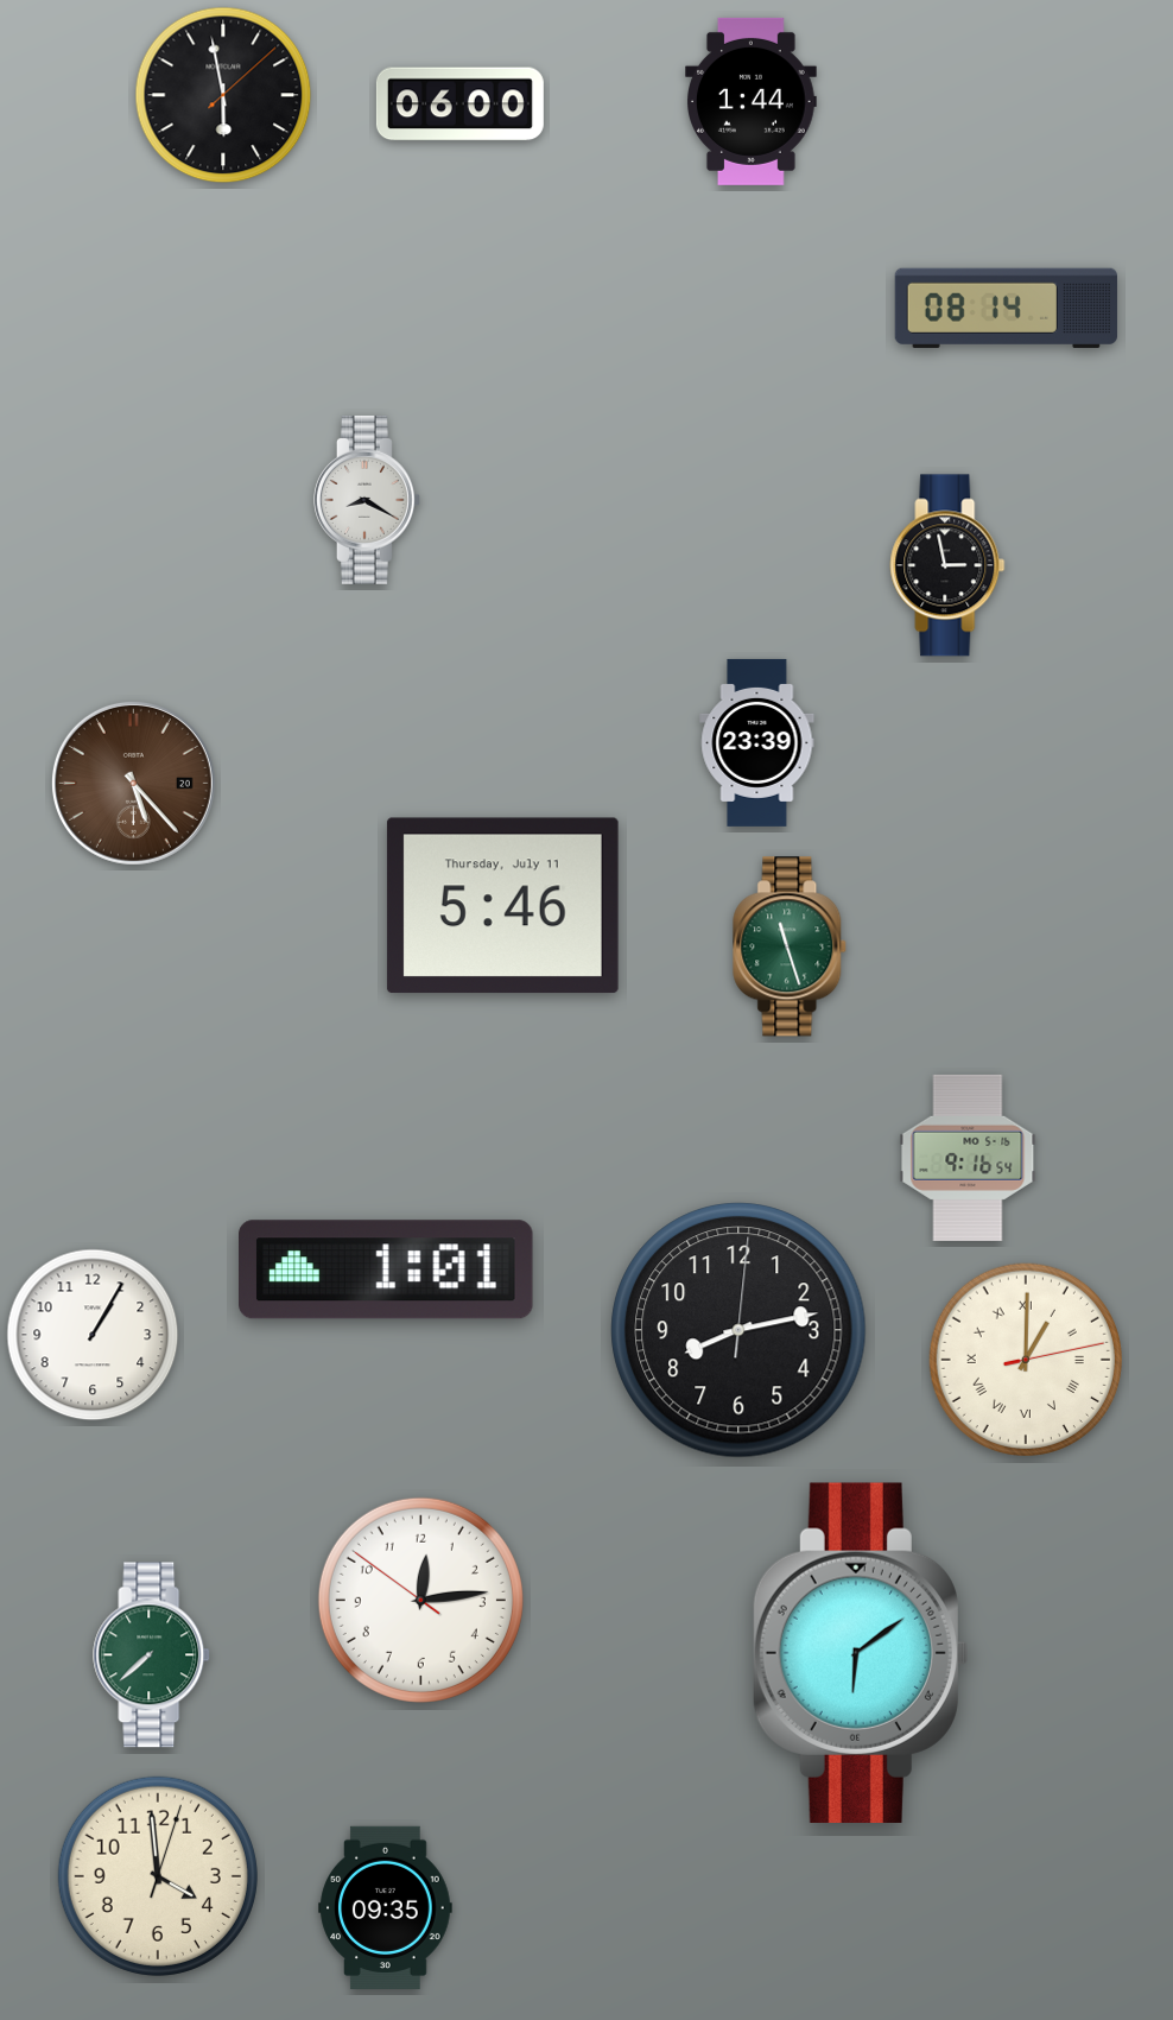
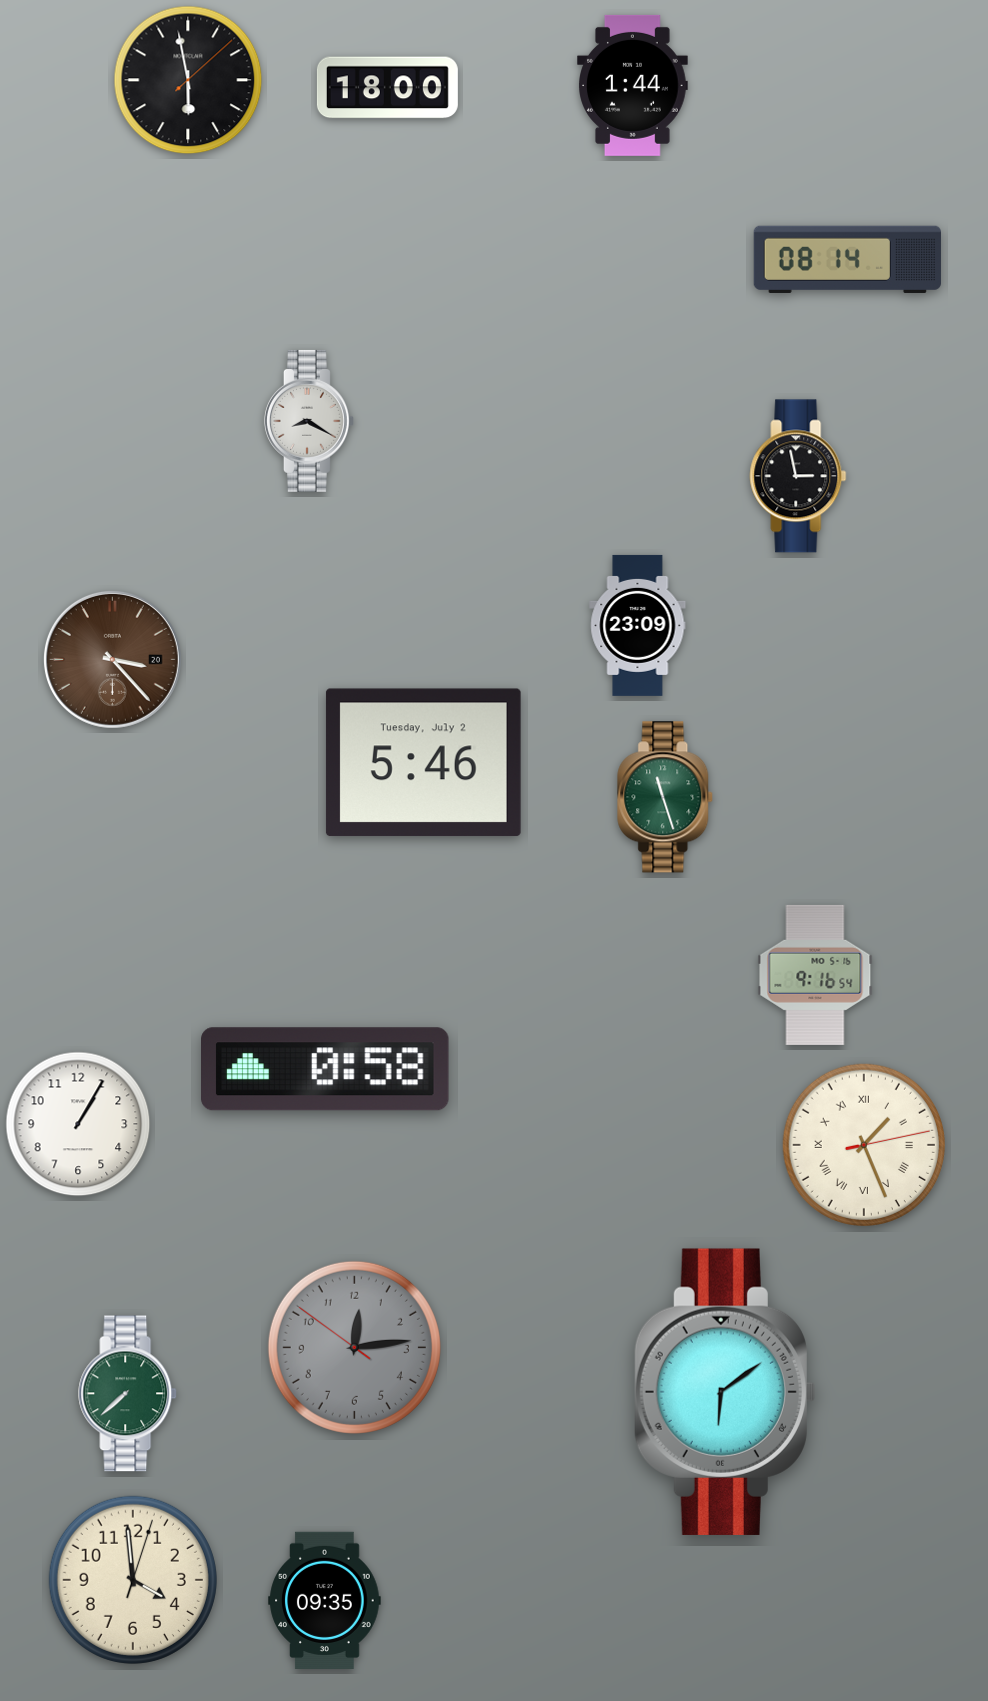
clock at (459, 105): 06:00 -> 18:00
clock at (757, 742): 23:39 -> 23:09
clock at (133, 783): 5:23 -> 3:23
clock at (502, 906) date: Thursday, July 11 -> Tuesday, July 2
clock at (387, 1269): 1:01 -> 0:58
clock at (738, 1330): 8:13 -> none
clock at (1026, 1360): 1:00 -> 1:26
clock at (420, 1600) dial: white -> grey
clock at (386, 1907) position: (386, 1907) -> (325, 1600)
